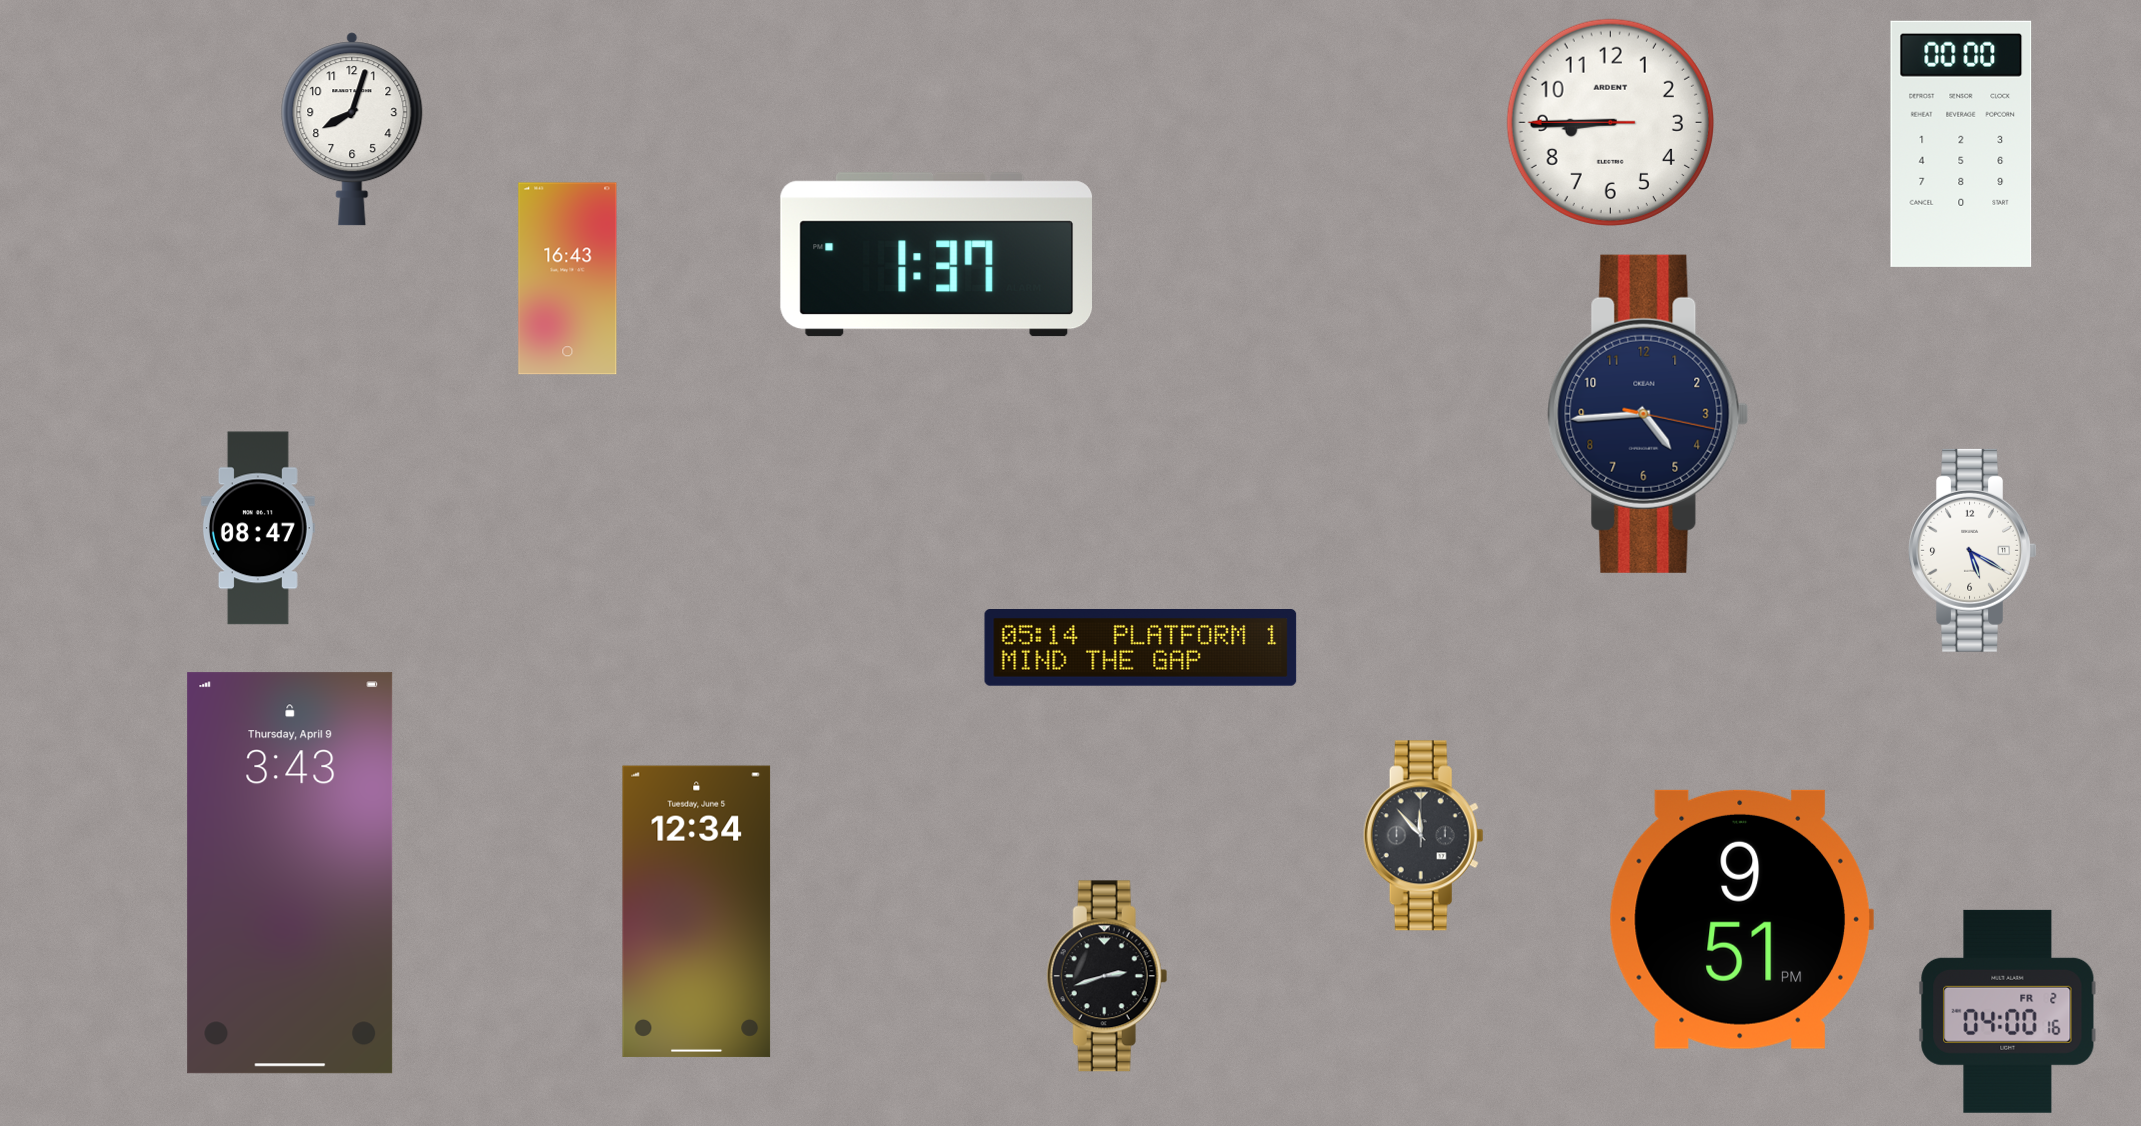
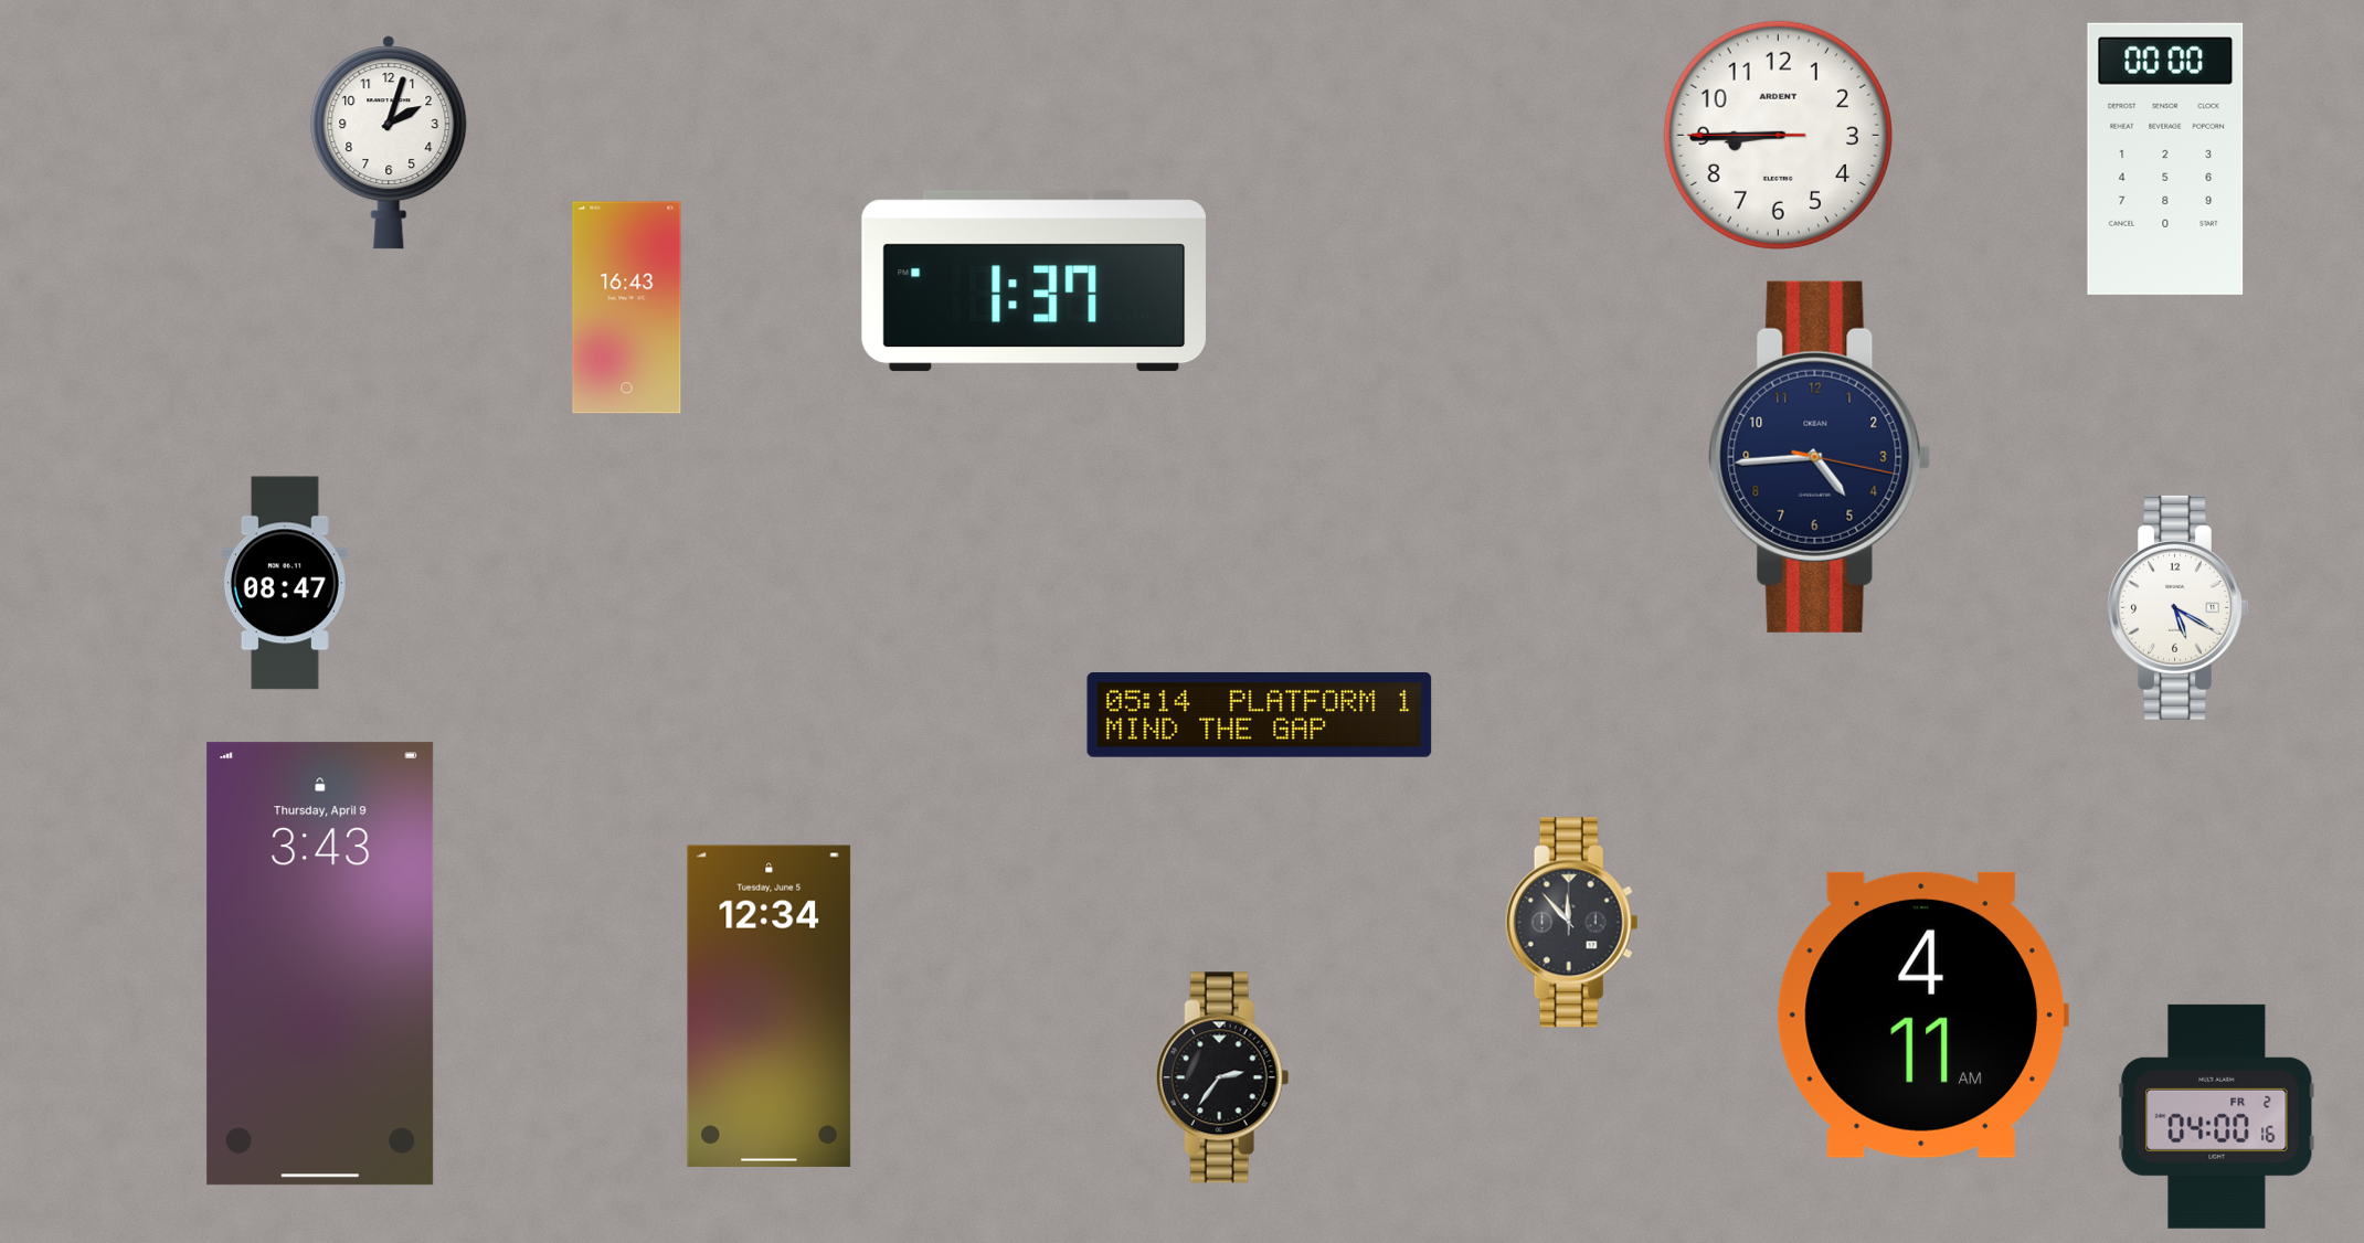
clock at (352, 129): 8:03 -> 2:03
clock at (1741, 919): 9:51 -> 4:11
clock at (1107, 976): 2:42 -> 2:36
